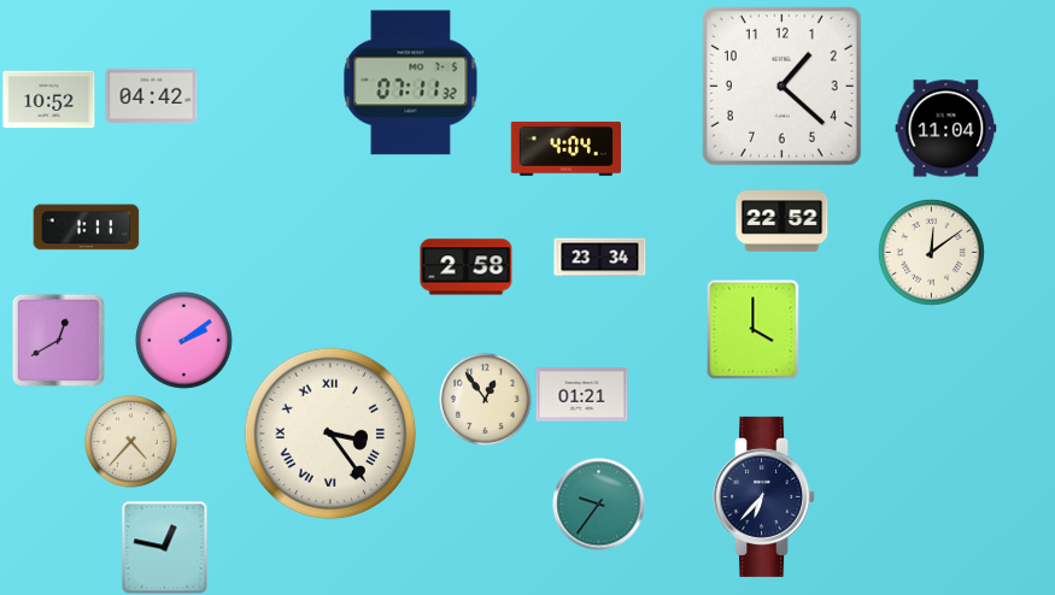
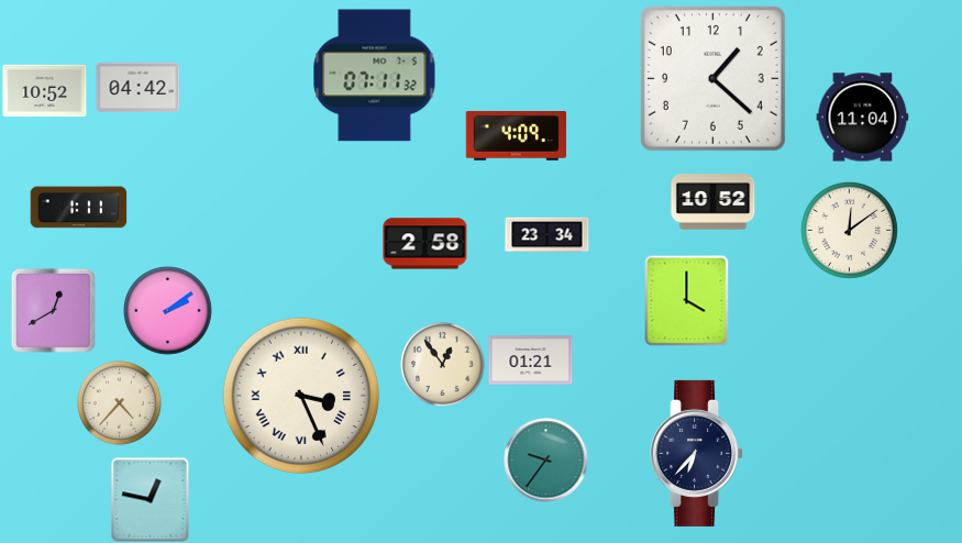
clock at (565, 148): 4:04 -> 4:09
clock at (783, 222): 22:52 -> 10:52
clock at (330, 434): 3:24 -> 3:26
